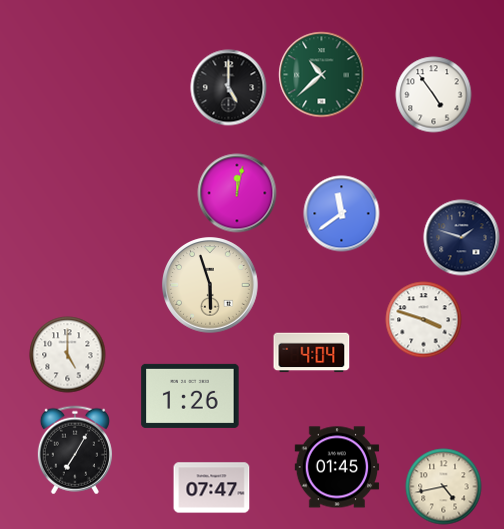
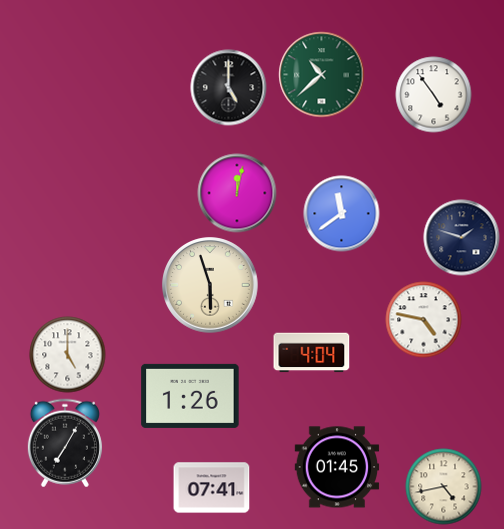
clock at (424, 320): 3:48 -> 4:47
clock at (75, 450) position: (75, 450) -> (65, 443)
clock at (212, 488): 07:47 -> 07:41
